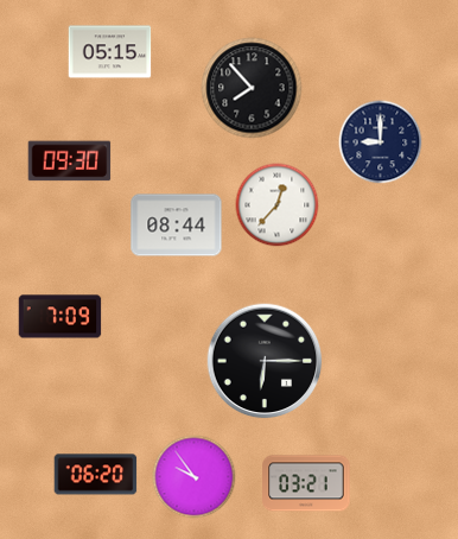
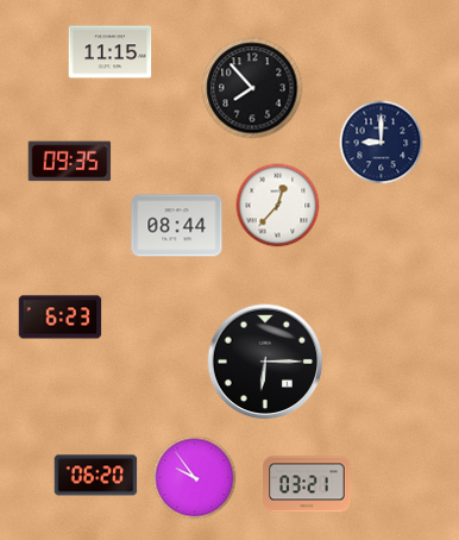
clock at (110, 52): 05:15 -> 11:15
clock at (70, 161): 09:30 -> 09:35
clock at (61, 317): 7:09 -> 6:23
